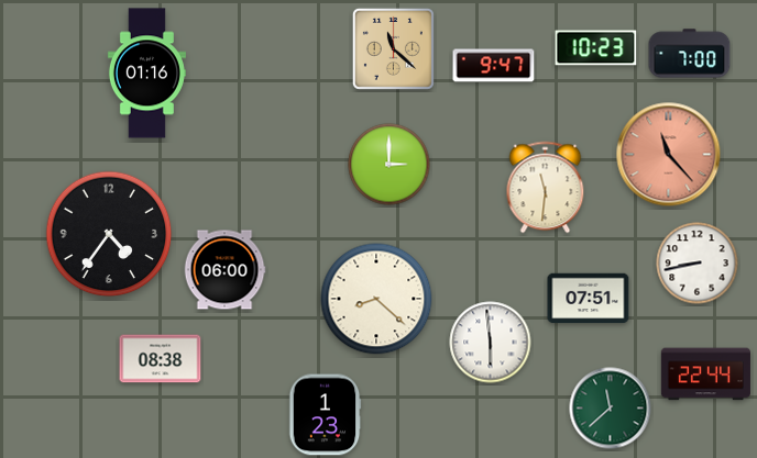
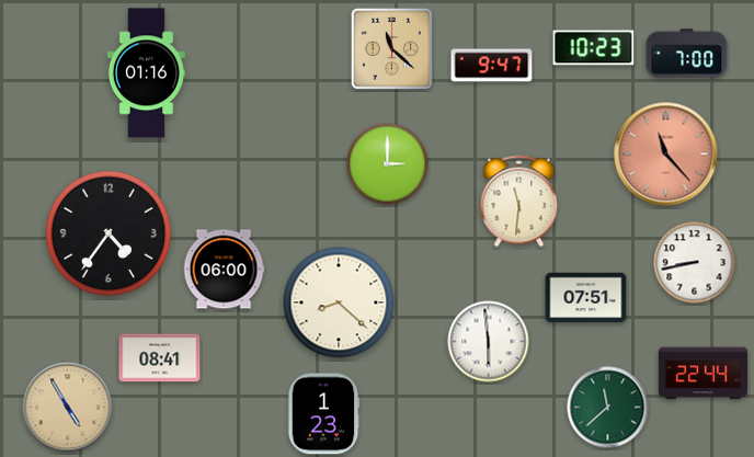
clock at (546, 188) position: (546, 188) -> (519, 202)
clock at (376, 299) position: (376, 299) -> (339, 302)
clock at (161, 359): 08:38 -> 08:41
clock at (68, 408): none -> 4:55
